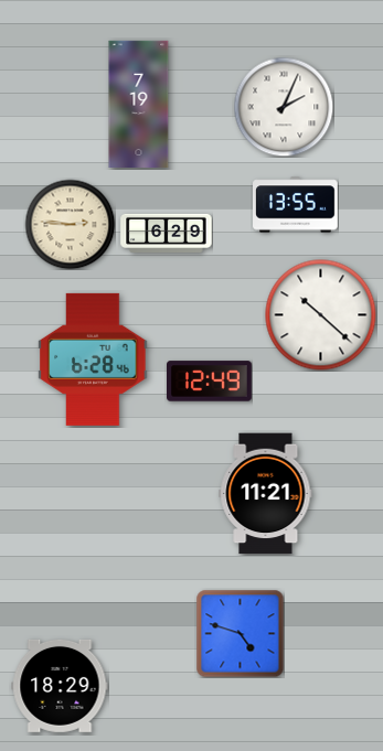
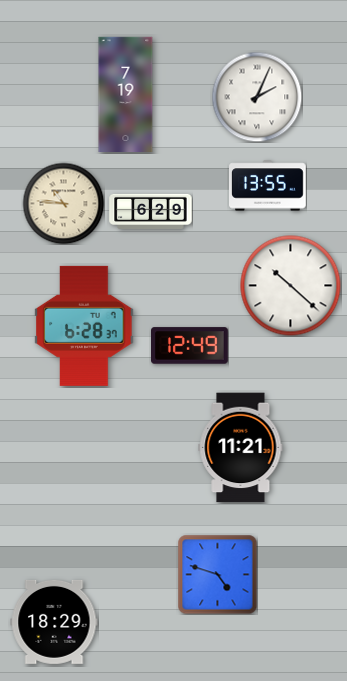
clock at (70, 224): 2:46 -> 10:46
clock at (93, 360): 6:28:46 -> 6:28:37
